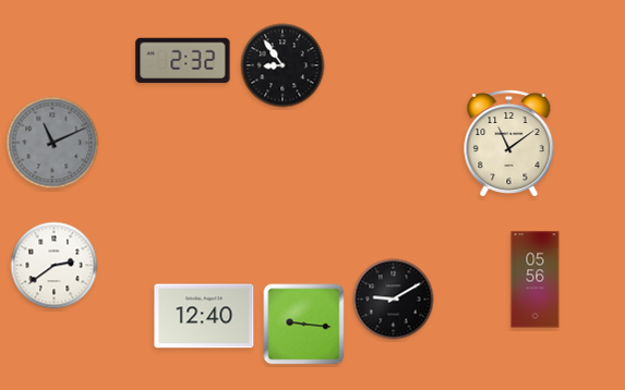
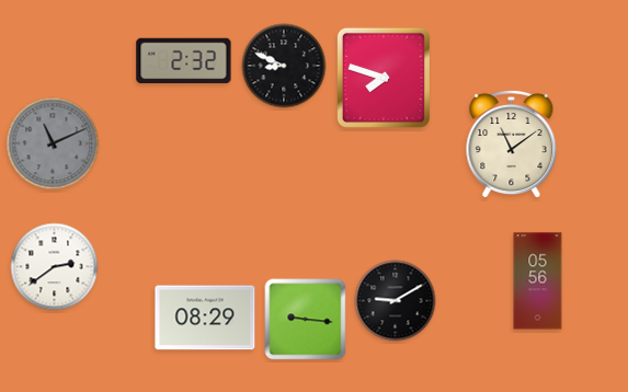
clock at (283, 65): 8:54 -> 8:49
clock at (384, 78): none -> 7:48
clock at (204, 316): 12:40 -> 08:29
clock at (304, 325) position: (304, 325) -> (306, 320)
